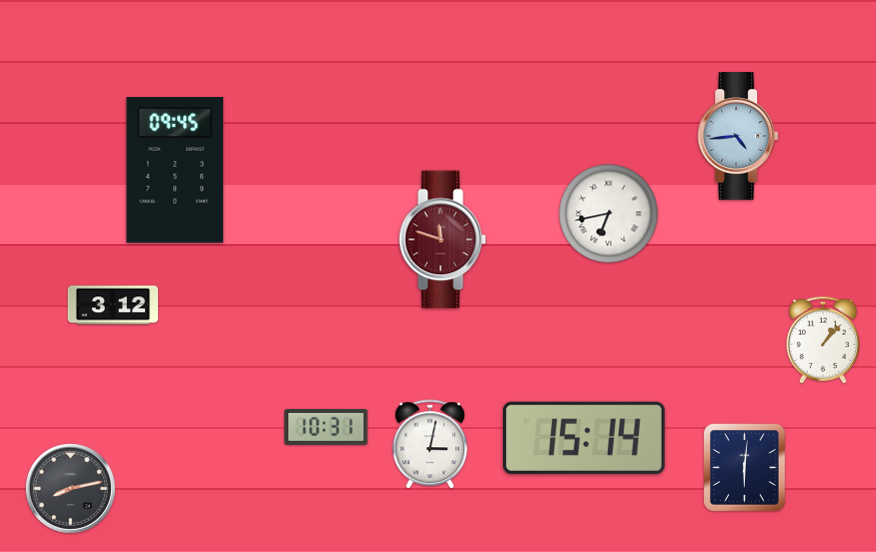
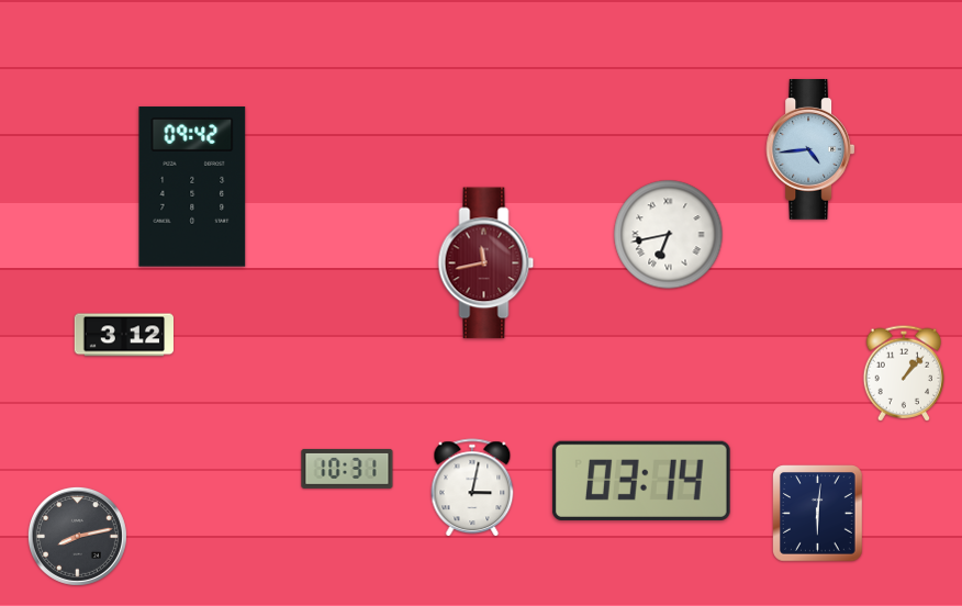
clock at (175, 170): 09:45 -> 09:42
clock at (443, 240): 11:48 -> 11:43
clock at (326, 427) position: (326, 427) -> (347, 469)
clock at (584, 438): 15:14 -> 03:14
